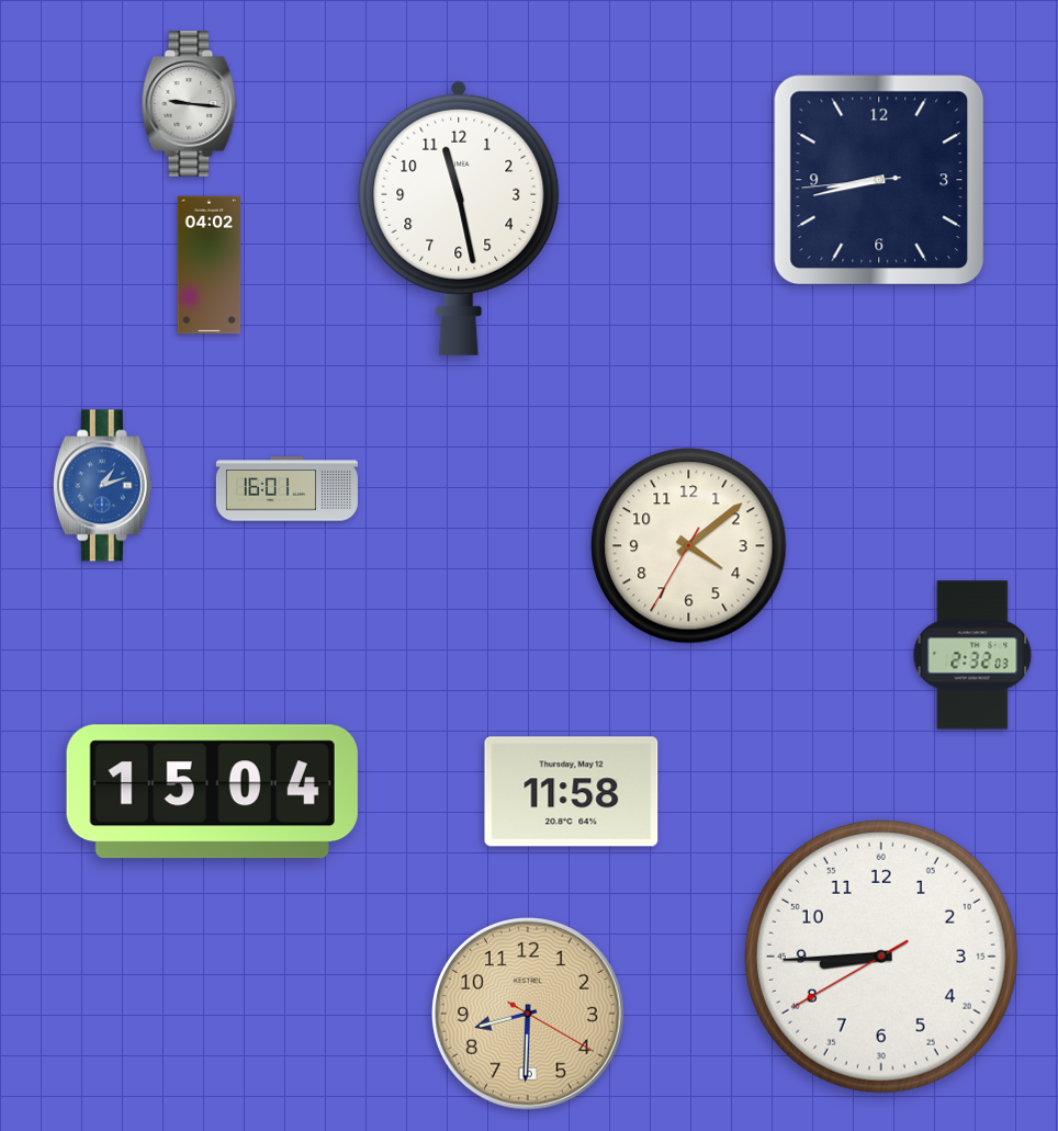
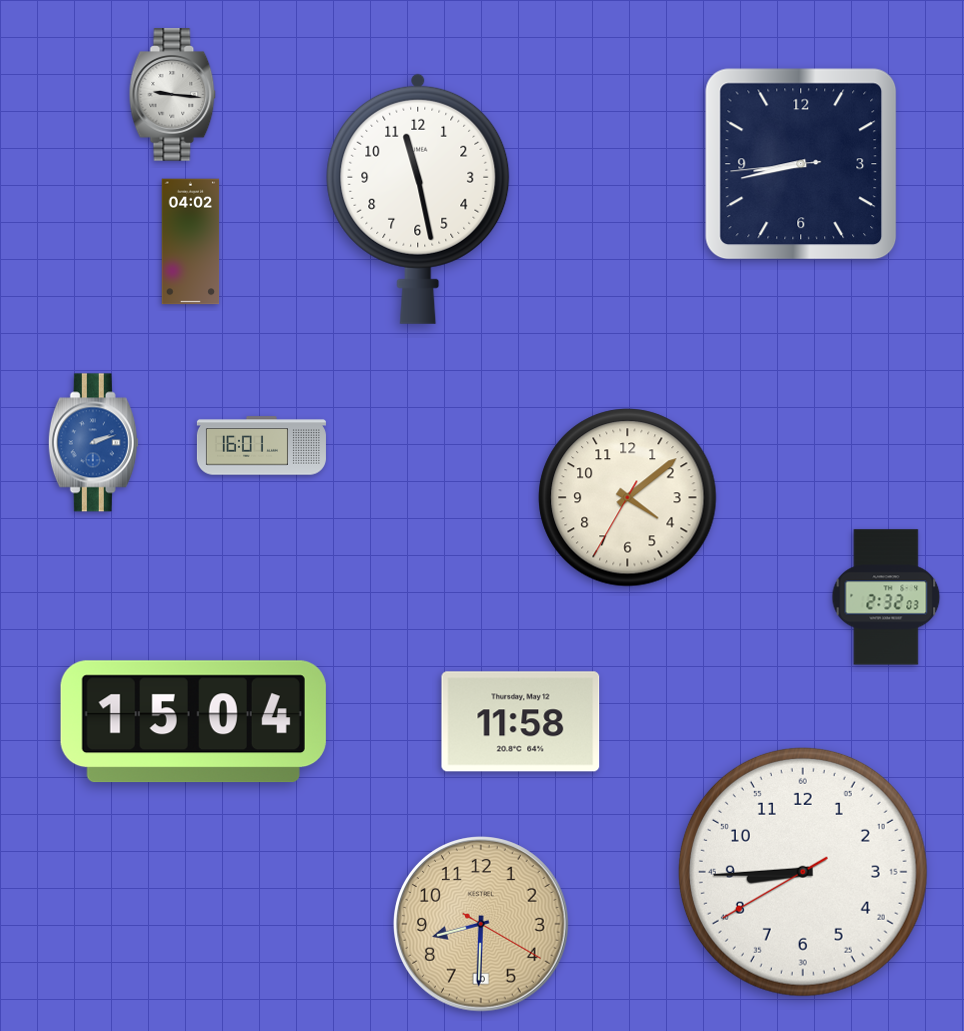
clock at (102, 486): 1:12 -> 2:12
